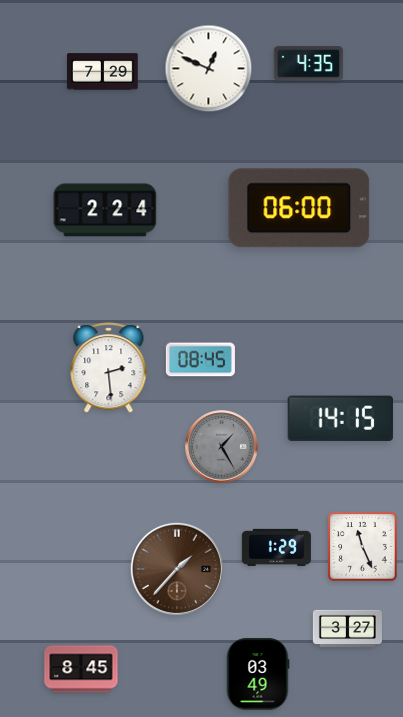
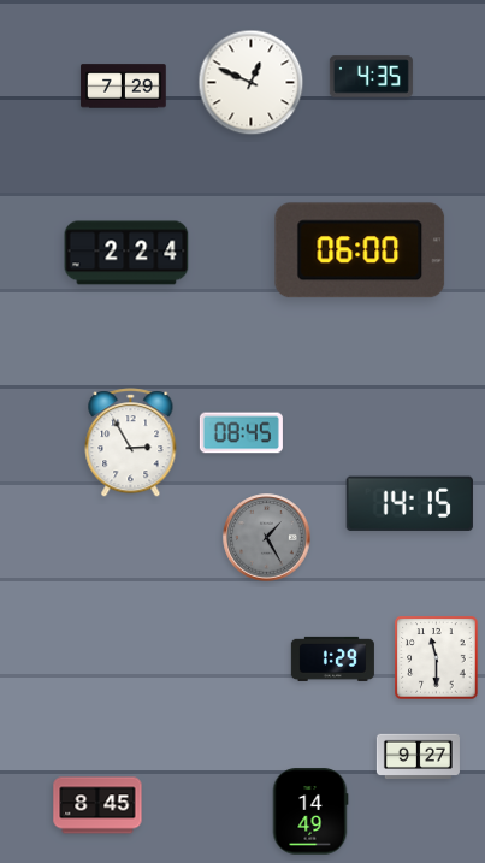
clock at (109, 368): 2:29 -> 2:55
clock at (363, 547): 11:26 -> 11:30
clock at (177, 569): 1:37 -> none
clock at (347, 629): 3:27 -> 9:27
clock at (258, 674): 03:49 -> 14:49
